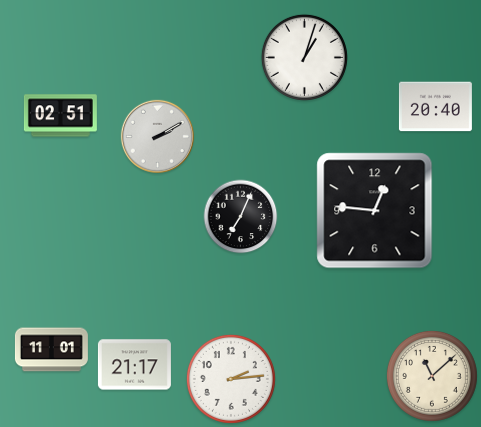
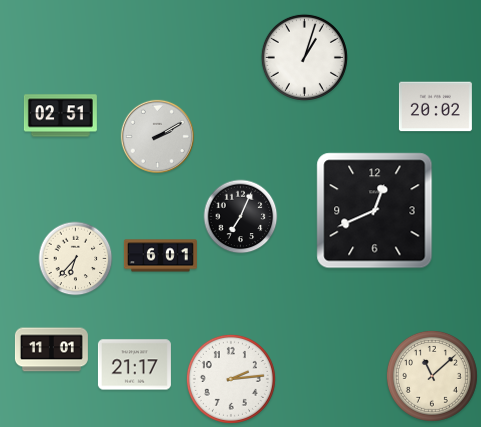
clock at (435, 107): 20:40 -> 20:02
clock at (375, 211): 12:46 -> 12:41
clock at (160, 256): none -> 6:01
clock at (76, 259): none -> 6:37
